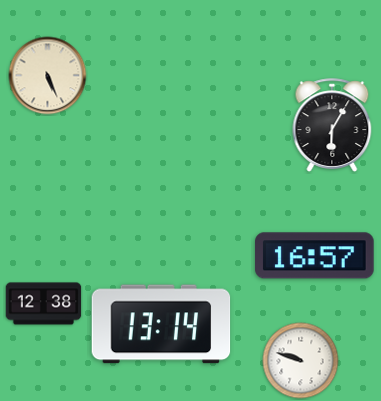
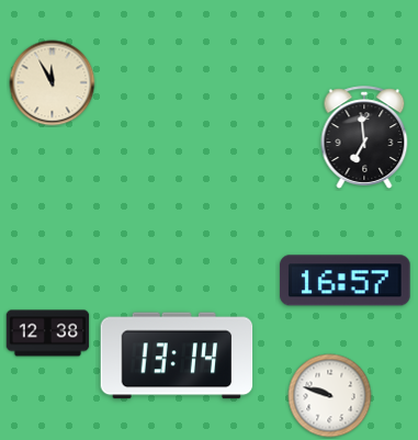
clock at (48, 76): 5:26 -> 11:55
clock at (332, 125): 6:05 -> 6:59
